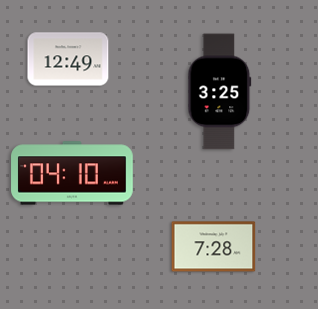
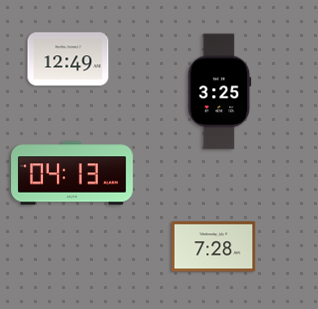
clock at (72, 173): 04:10 -> 04:13
